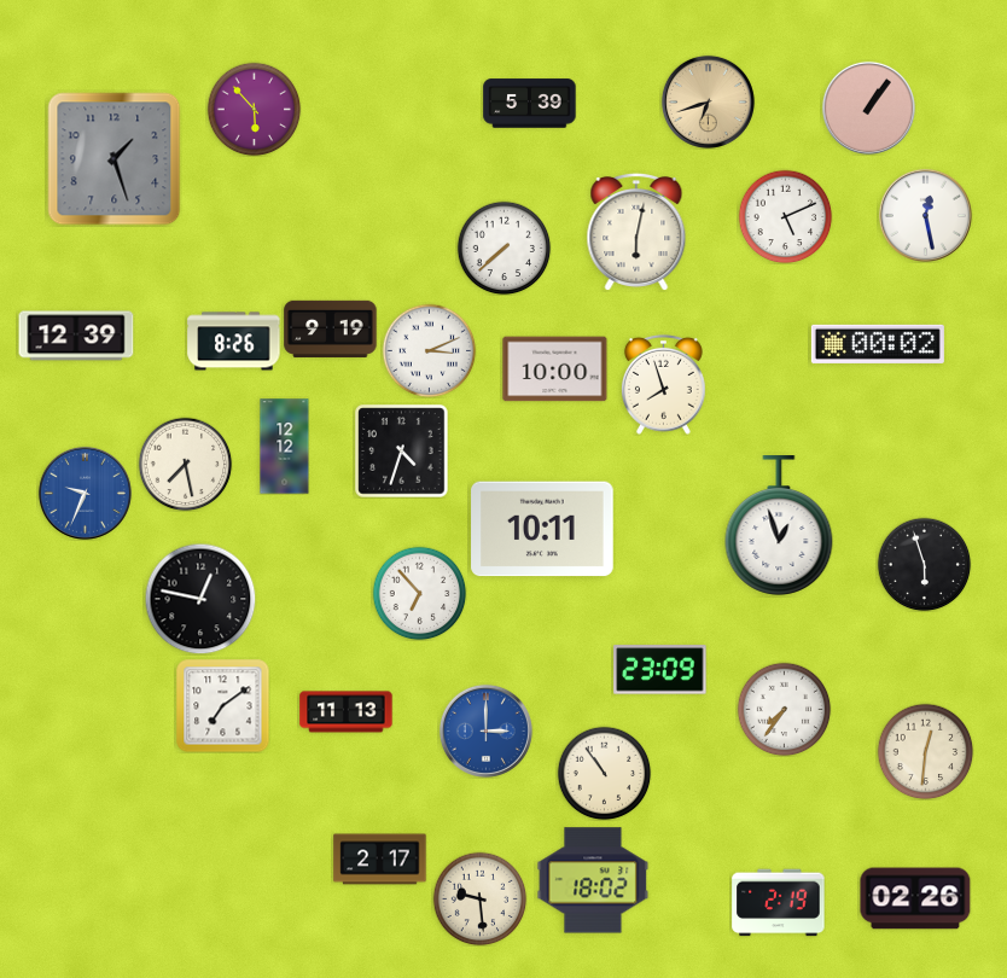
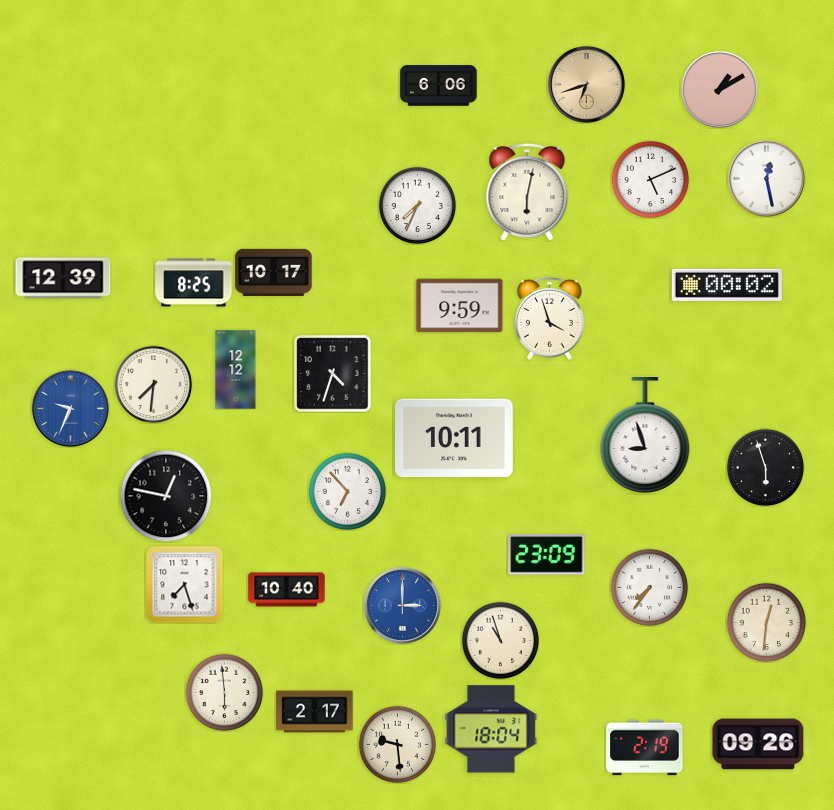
clock at (530, 104): 5:39 -> 6:06
clock at (868, 107): 1:06 -> 1:10
clock at (254, 109): 5:53 -> none
clock at (115, 159): 1:27 -> none
clock at (503, 248): 7:38 -> 7:34
clock at (331, 328): 9:19 -> 10:17
clock at (234, 342): 8:26 -> 8:25
clock at (429, 350): 3:11 -> none
clock at (555, 369): 10:00 -> 9:59
clock at (663, 384): 7:57 -> 3:57
clock at (185, 464): 7:28 -> 7:31
clock at (779, 526): 12:57 -> 8:57
clock at (542, 529) position: (542, 529) -> (454, 438)
clock at (222, 705): 7:09 -> 7:27
clock at (347, 712): 11:13 -> 10:40
clock at (604, 773): 10:54 -> 10:57
clock at (224, 692): none -> 5:59
clock at (593, 880): 18:02 -> 18:04
clock at (915, 898): 02:26 -> 09:26
